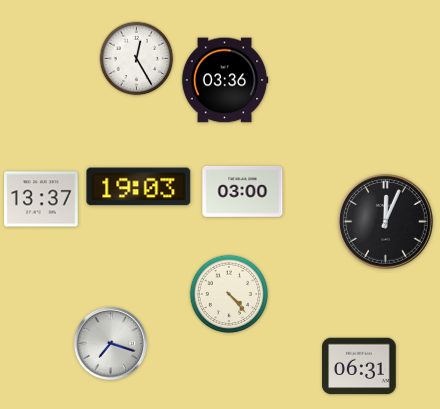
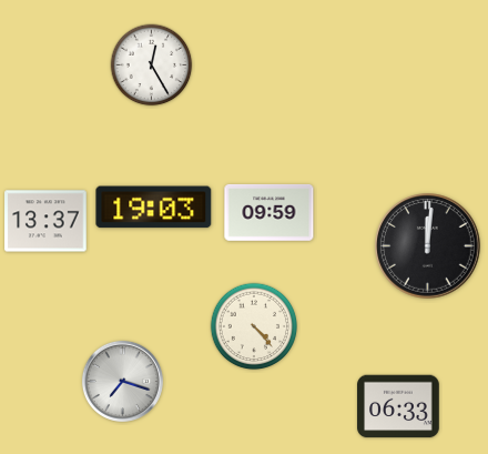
clock at (225, 80): 03:36 -> none
clock at (243, 192): 03:00 -> 09:59
clock at (386, 222): 12:04 -> 12:01
clock at (359, 366): 06:31 -> 06:33
